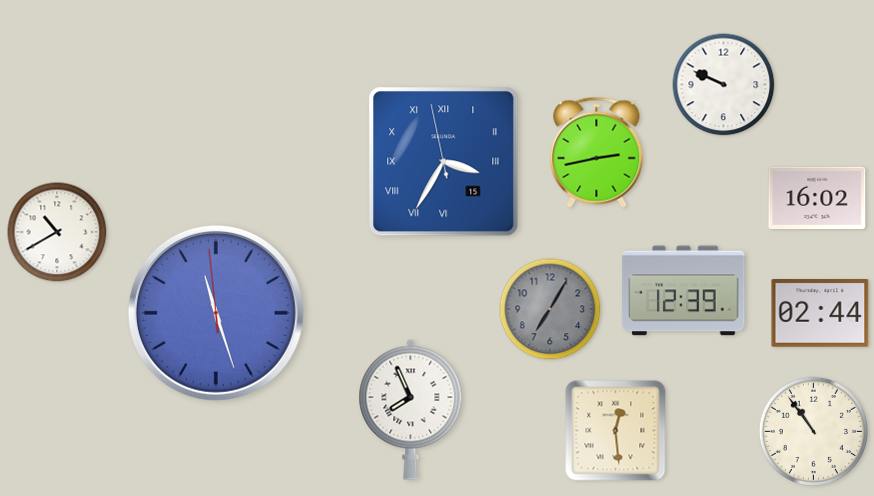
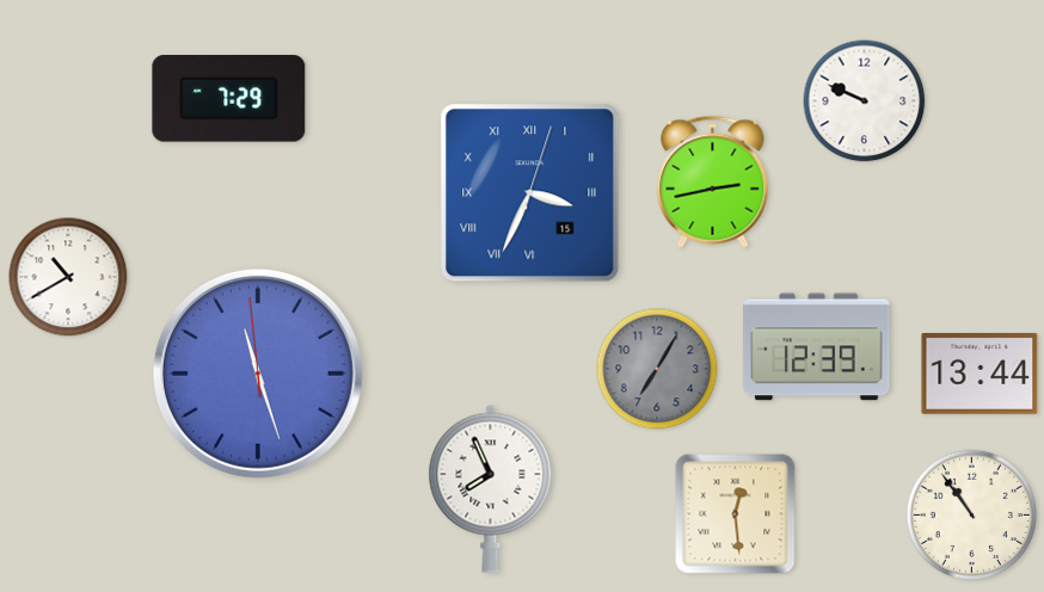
clock at (229, 99): none -> 7:29
clock at (444, 162): 3:34:58 -> 3:34:03
clock at (817, 197): 16:02 -> none
clock at (820, 314): 02:44 -> 13:44
